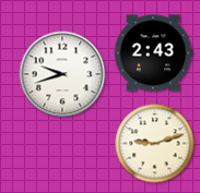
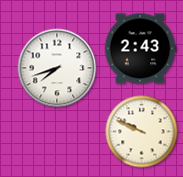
clock at (62, 74): 9:42 -> 7:42
clock at (155, 144): 9:12 -> 9:49
